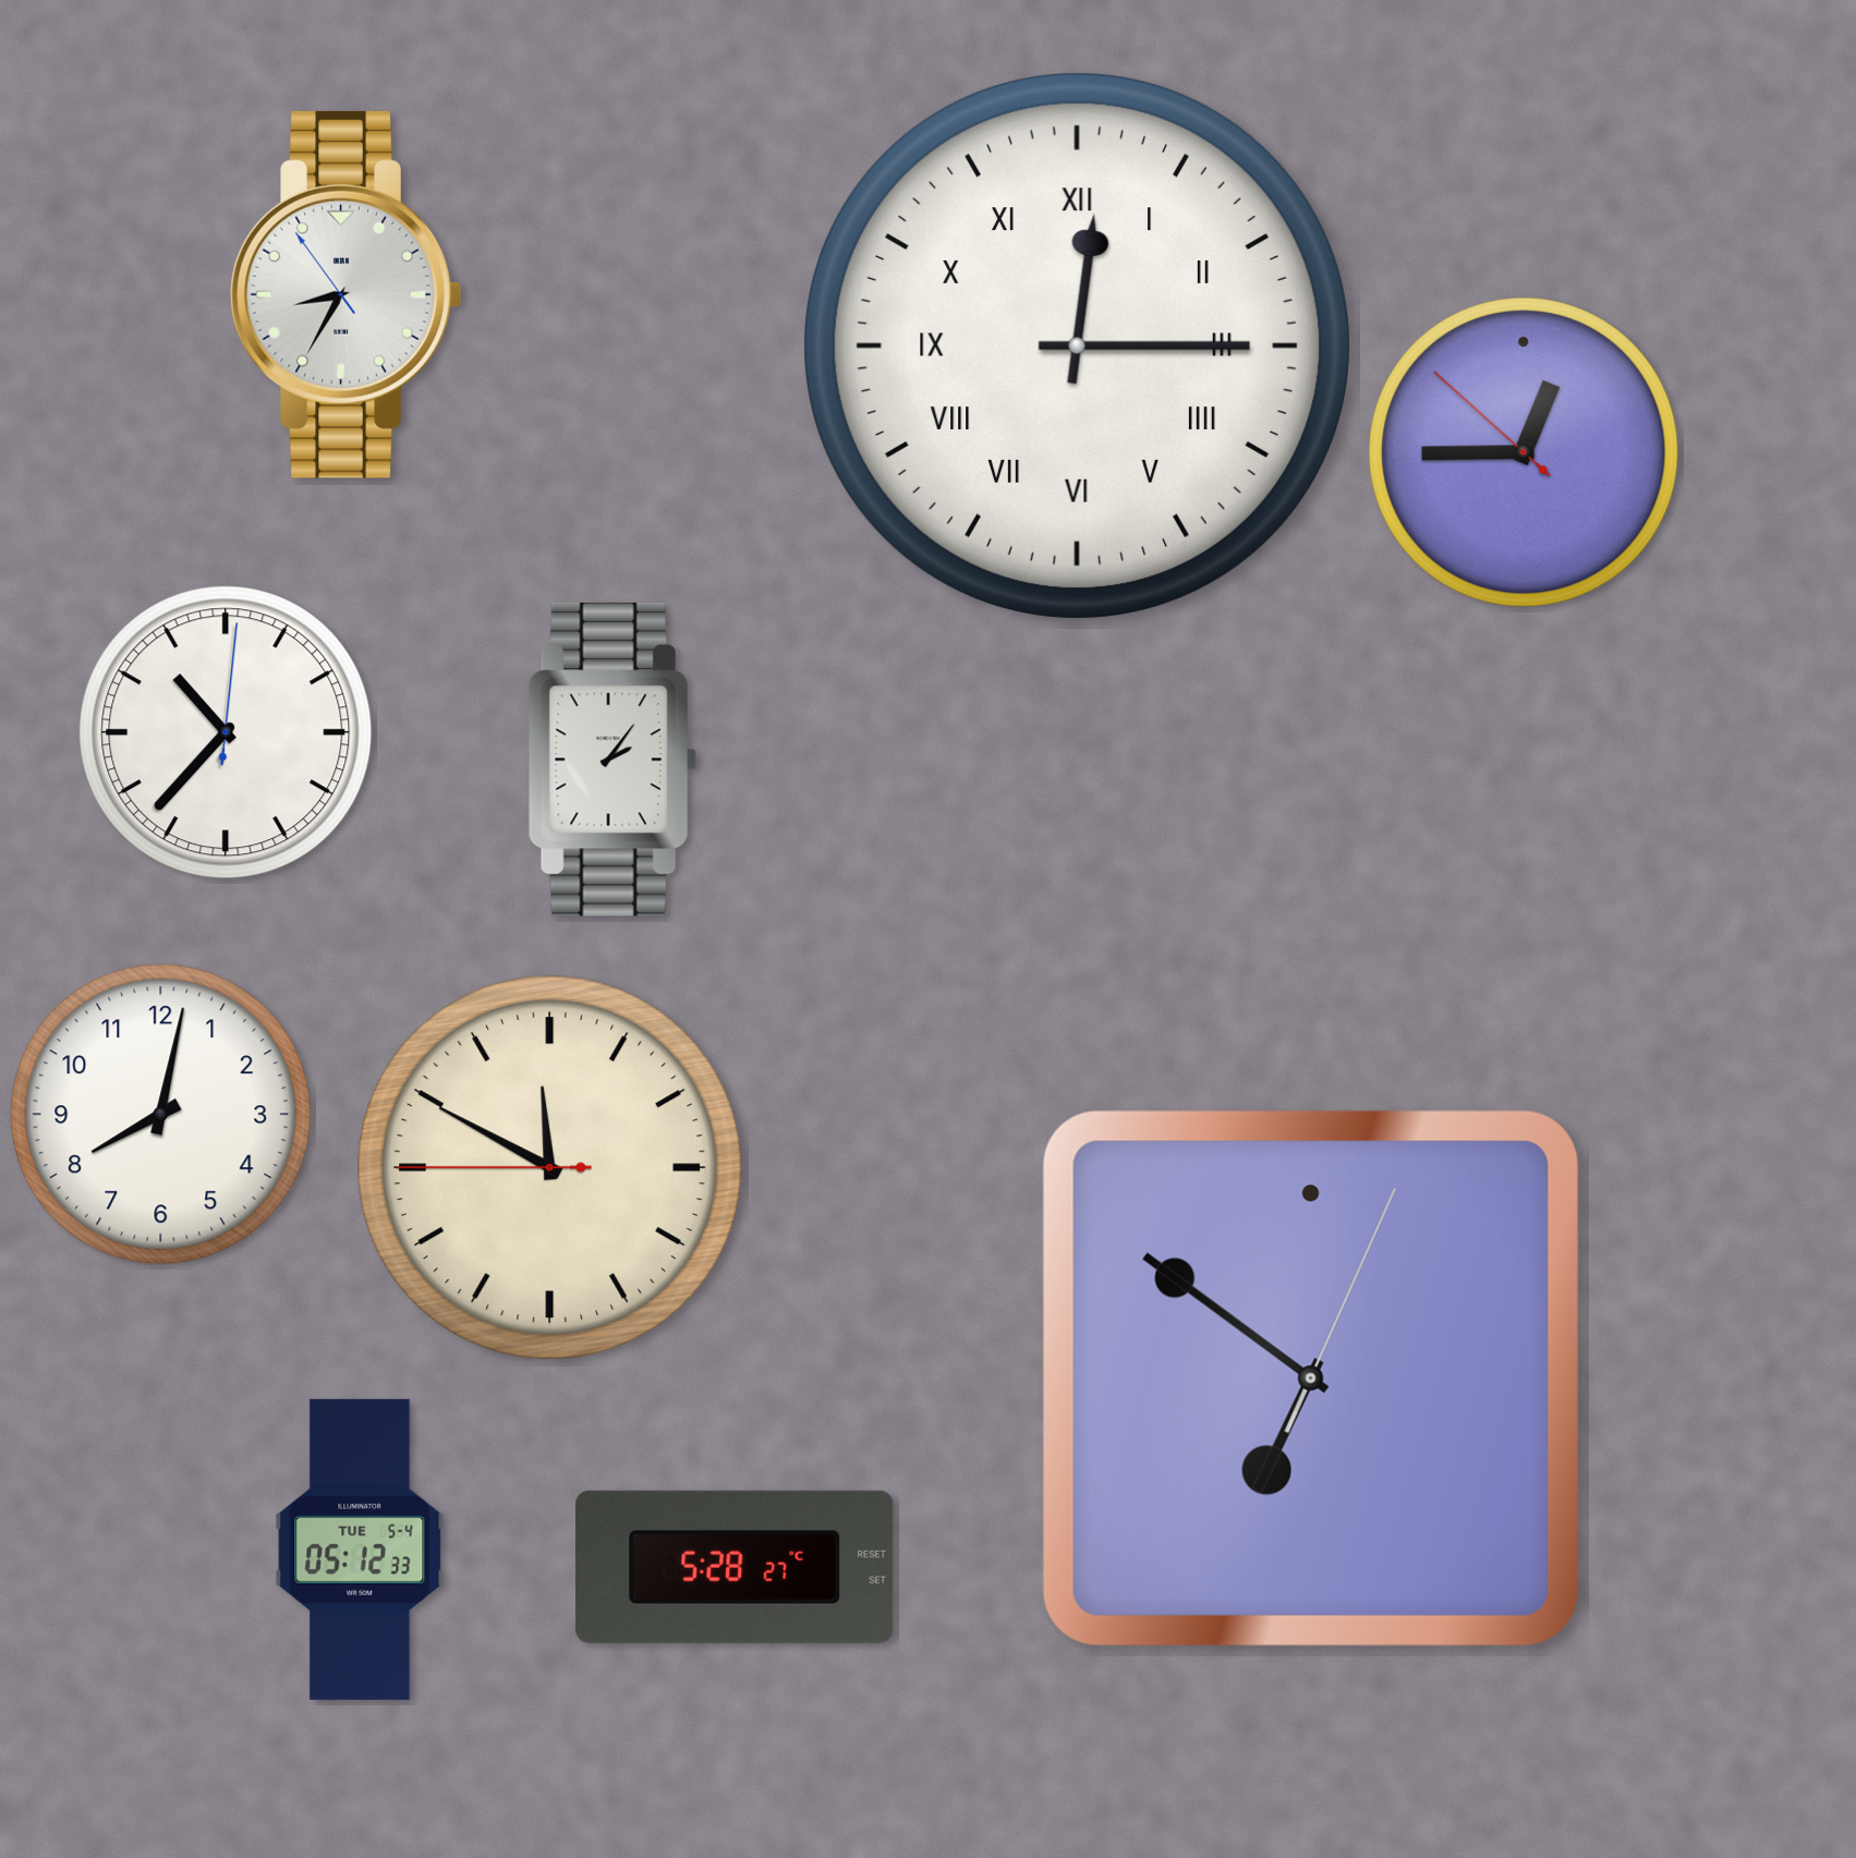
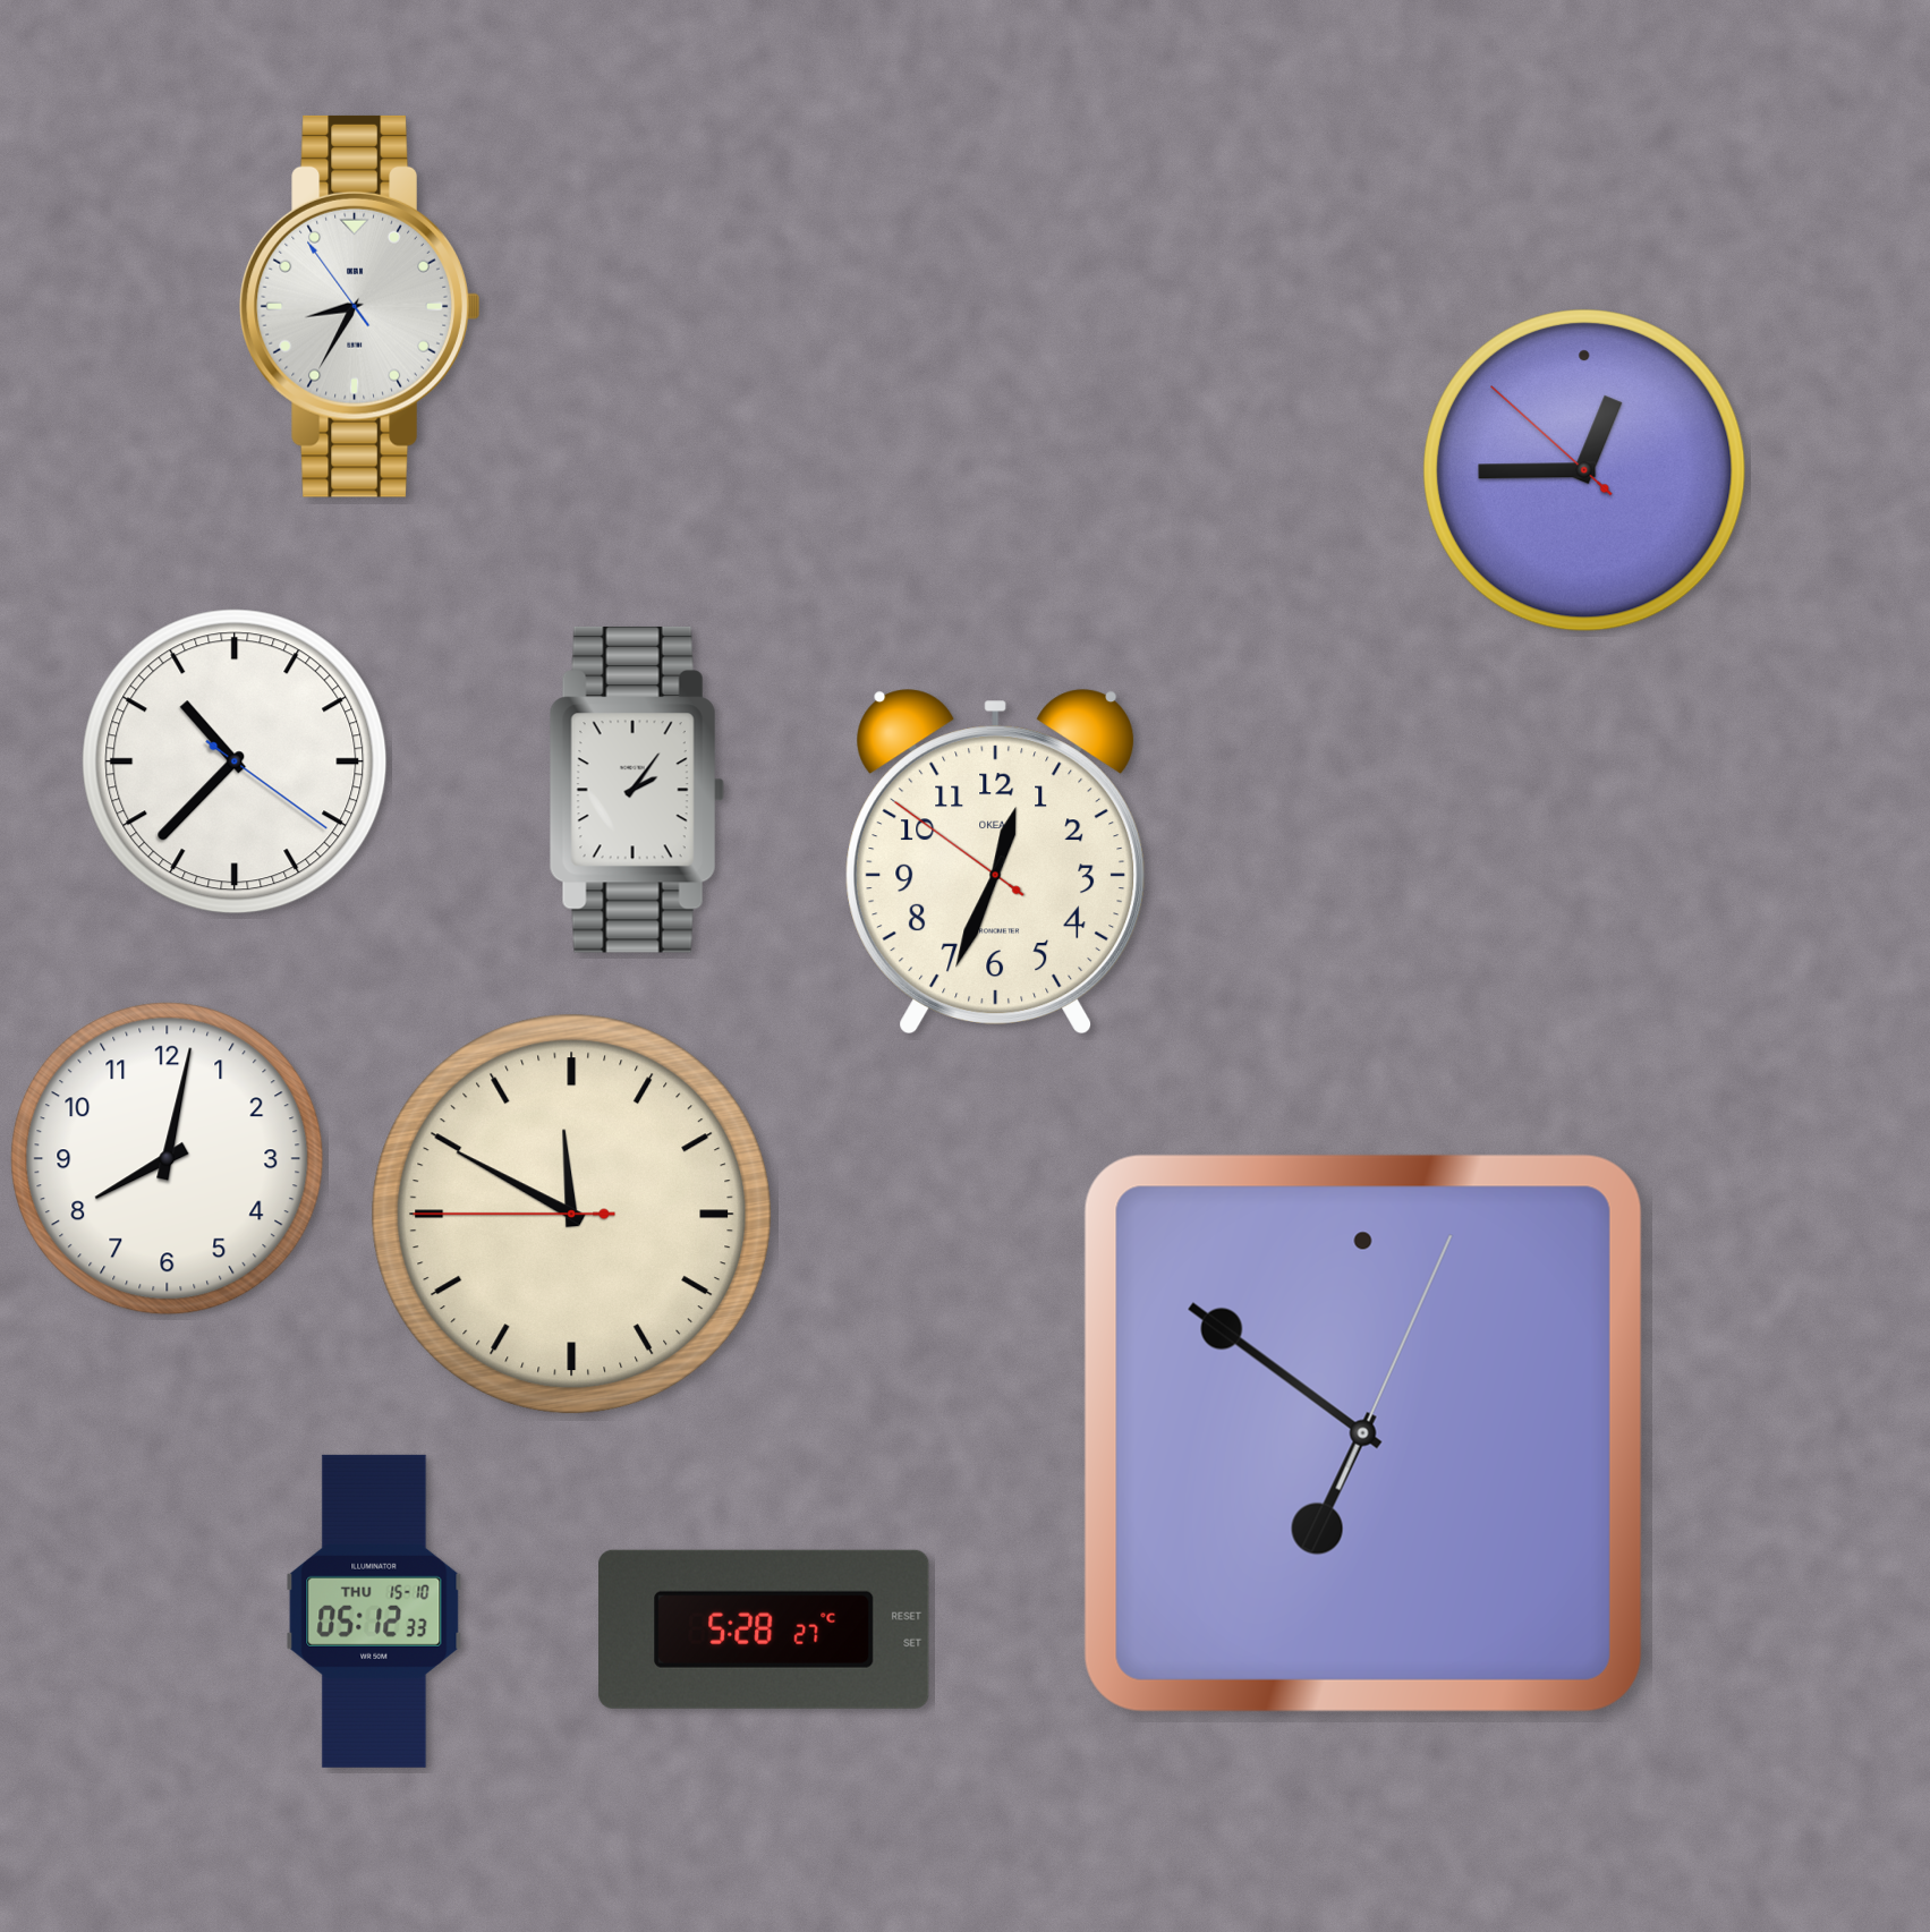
clock at (1077, 345): 12:15 -> none
clock at (226, 732): 10:37:01 -> 10:37:21
clock at (996, 861): none -> 12:33
clock at (360, 1550) date: TUE 5-4 -> THU 15-10
